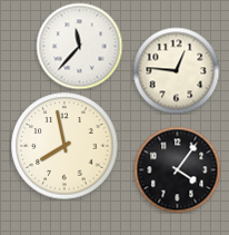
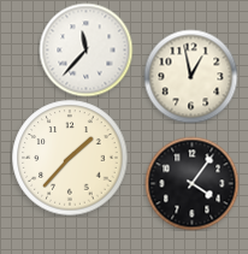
clock at (176, 70): 12:46 -> 12:58
clock at (64, 146): 7:58 -> 1:37
